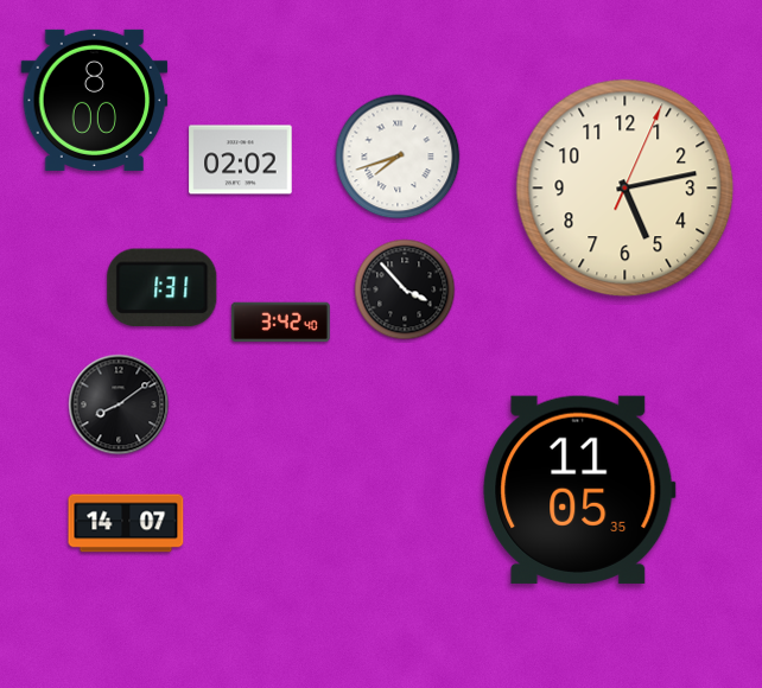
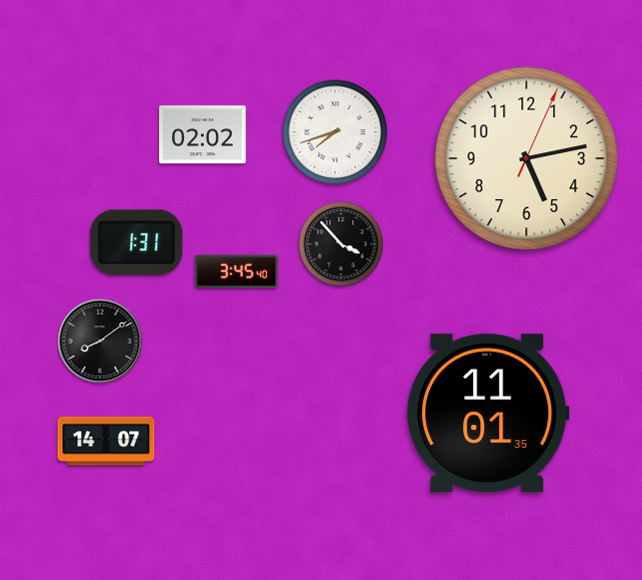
clock at (95, 100): 8:00 -> none
clock at (280, 323): 3:42 -> 3:45
clock at (579, 490): 11:05 -> 11:01
